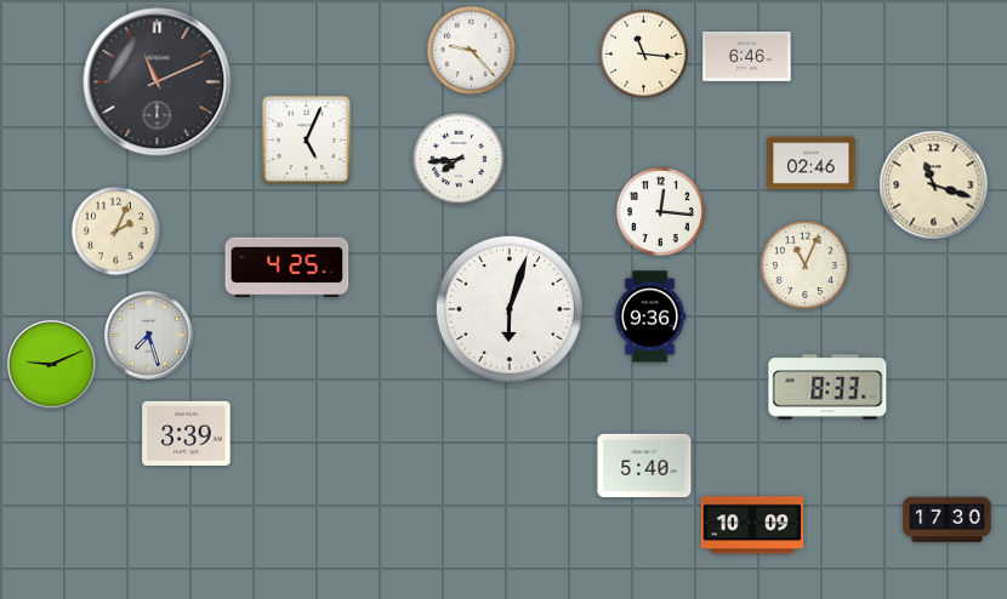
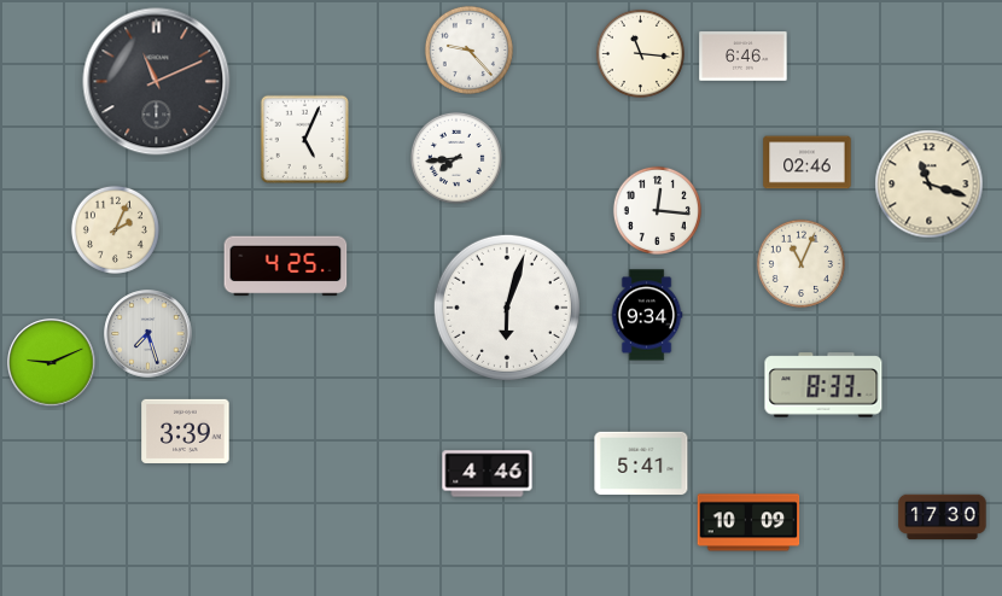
clock at (650, 316): 9:36 -> 9:34
clock at (644, 466): 5:40 -> 5:41
clock at (488, 474): none -> 4:46
